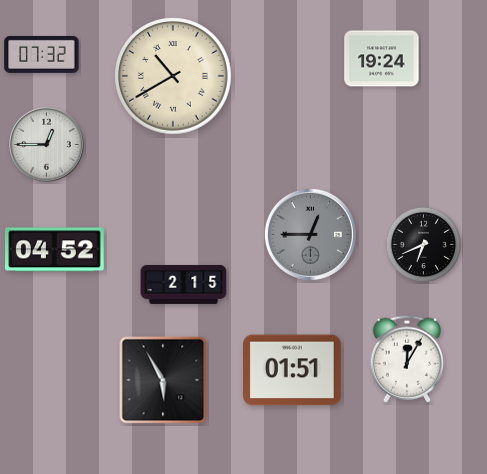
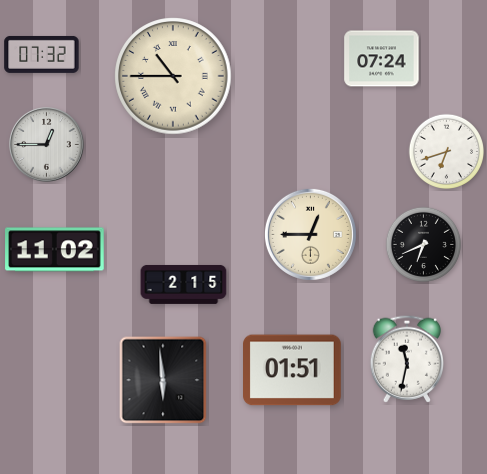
clock at (382, 59): 19:24 -> 07:24
clock at (173, 76): 10:40 -> 10:45
clock at (446, 151): none -> 6:42
clock at (310, 234) dial: grey -> cream
clock at (55, 250): 04:52 -> 11:02
clock at (406, 359): 12:05 -> 11:32
clock at (163, 380): 5:55 -> 5:59
